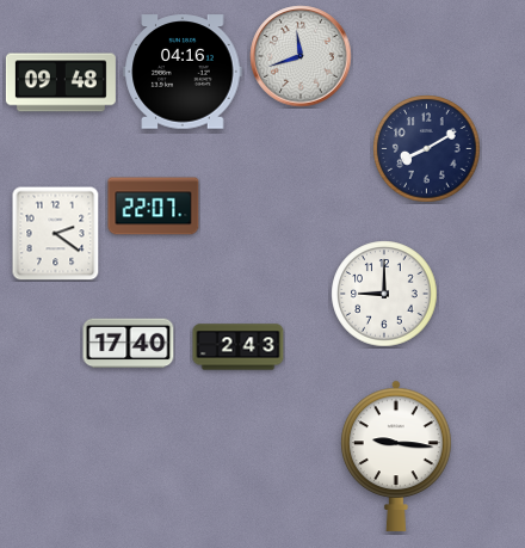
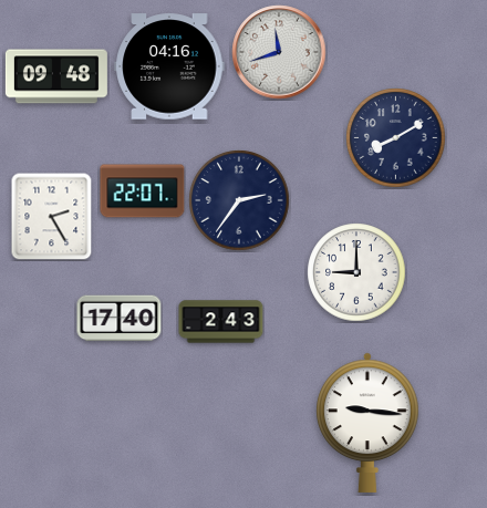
clock at (239, 200): none -> 2:36
clock at (56, 234): 2:21 -> 2:25
